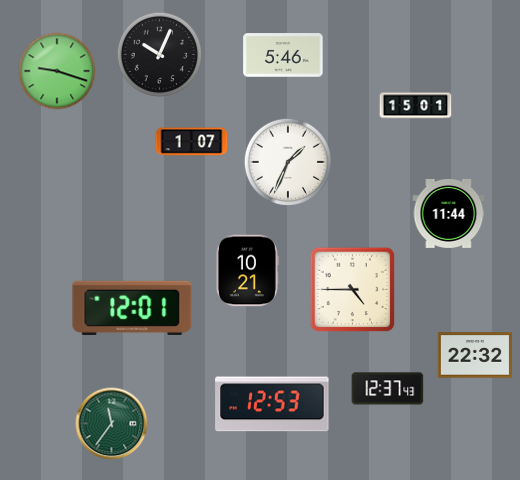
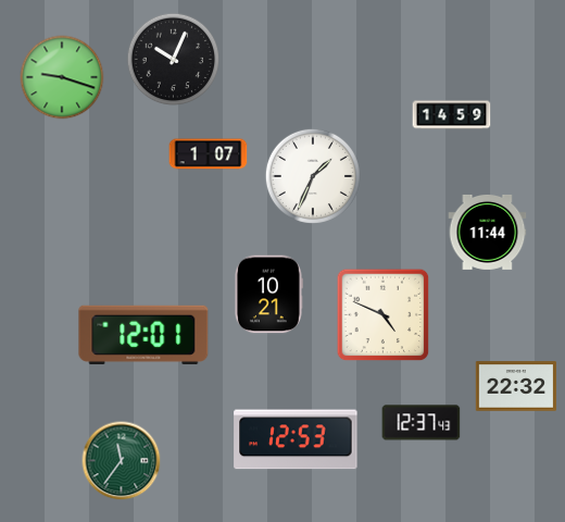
clock at (283, 55): 5:46 -> none
clock at (416, 106): 15:01 -> 14:59
clock at (353, 290): 4:45 -> 4:49
